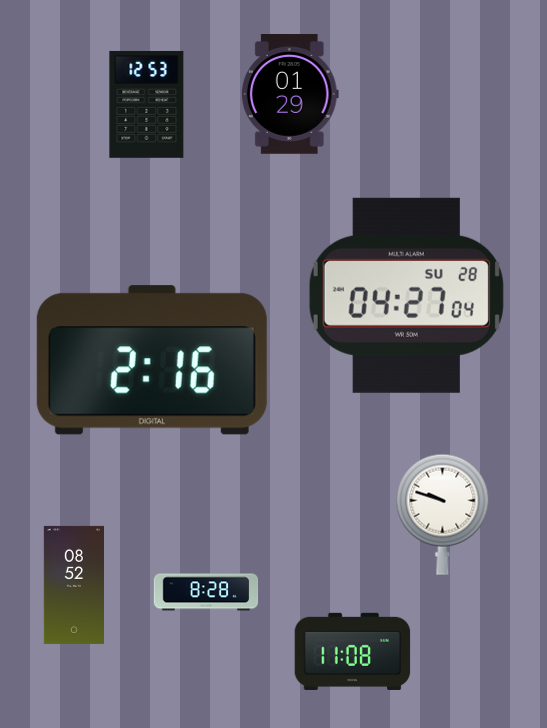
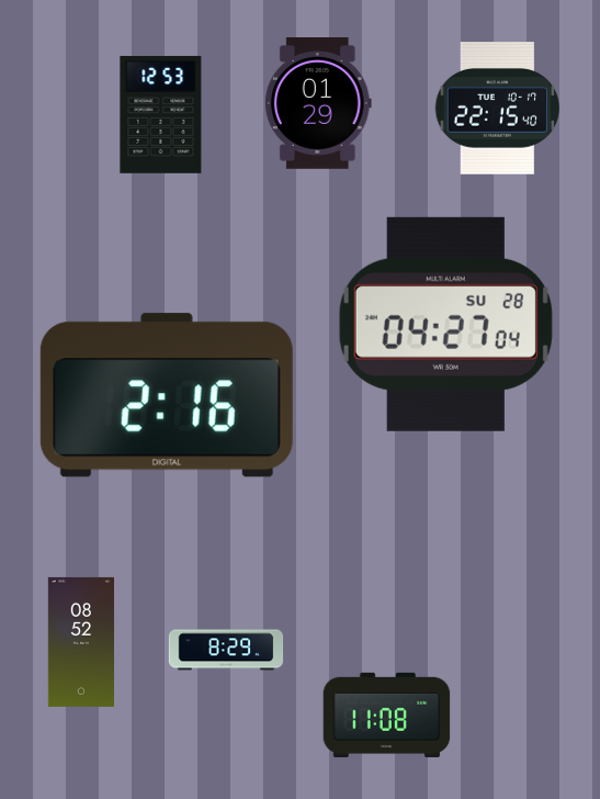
clock at (498, 109): none -> 22:15
clock at (443, 514): 9:48 -> none
clock at (206, 592): 8:28 -> 8:29
